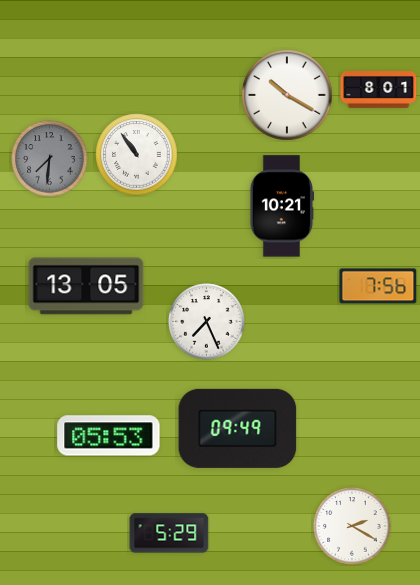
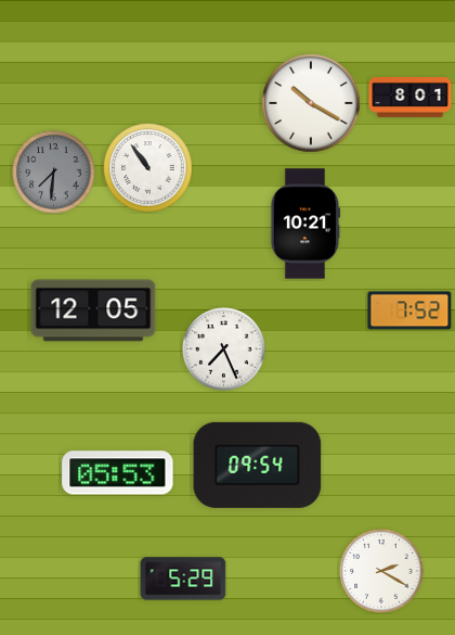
clock at (86, 286): 13:05 -> 12:05
clock at (378, 286): 7:56 -> 7:52
clock at (238, 428): 09:49 -> 09:54
